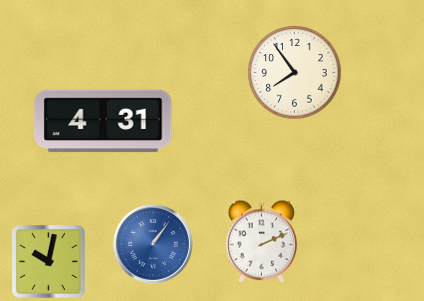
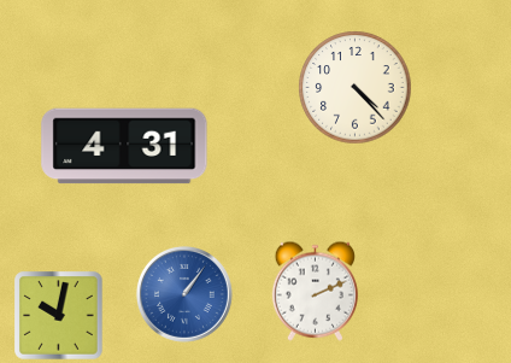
clock at (295, 73): 7:54 -> 4:23
